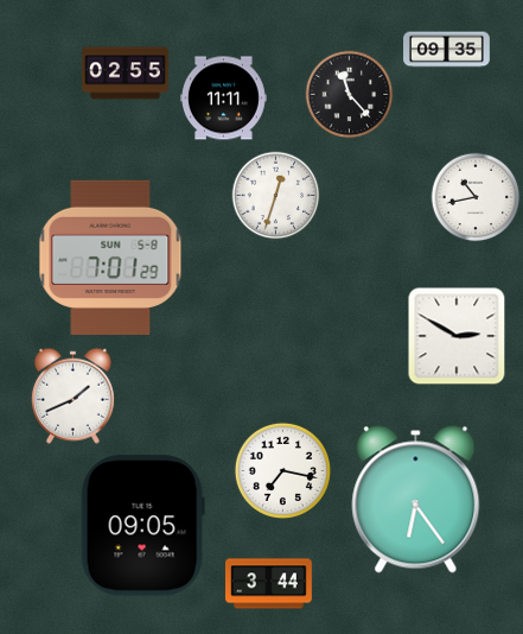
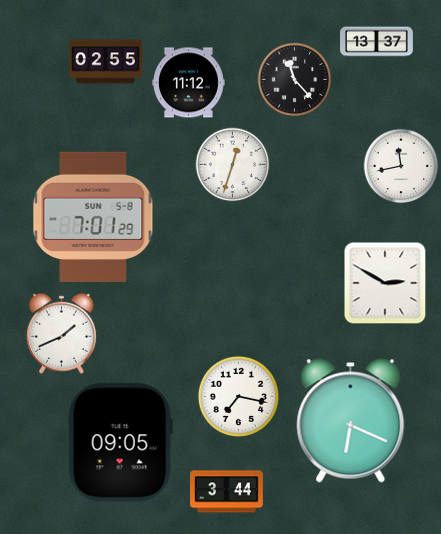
clock at (447, 50): 09:35 -> 13:37
clock at (224, 99): 11:11 -> 11:12
clock at (476, 197): 10:43 -> 11:43
clock at (416, 500): 6:24 -> 6:19
